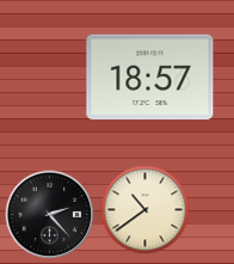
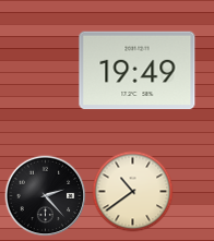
clock at (150, 78): 18:57 -> 19:49
